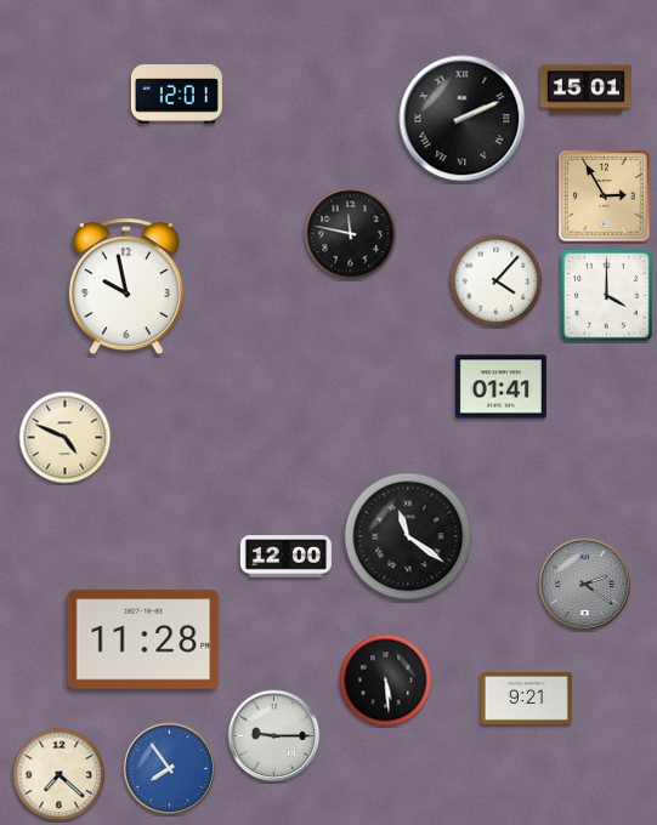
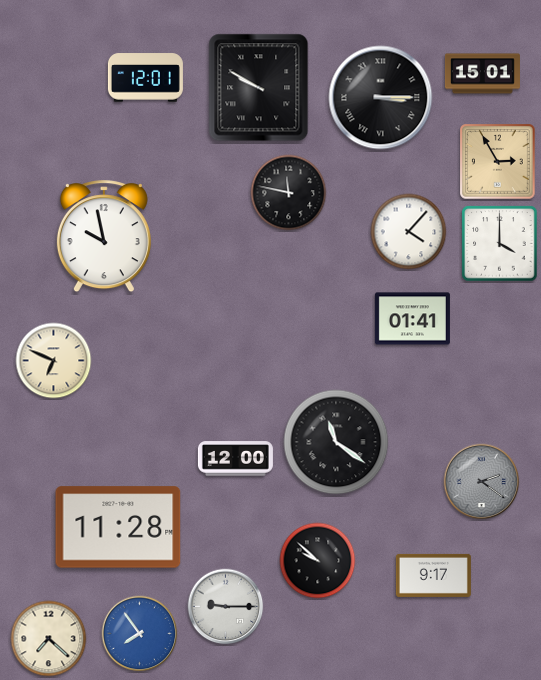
clock at (259, 88): none -> 9:50
clock at (463, 119): 2:11 -> 3:15
clock at (66, 438): 4:49 -> 6:49
clock at (386, 681): 5:29 -> 9:52
clock at (526, 698): 9:21 -> 9:17
